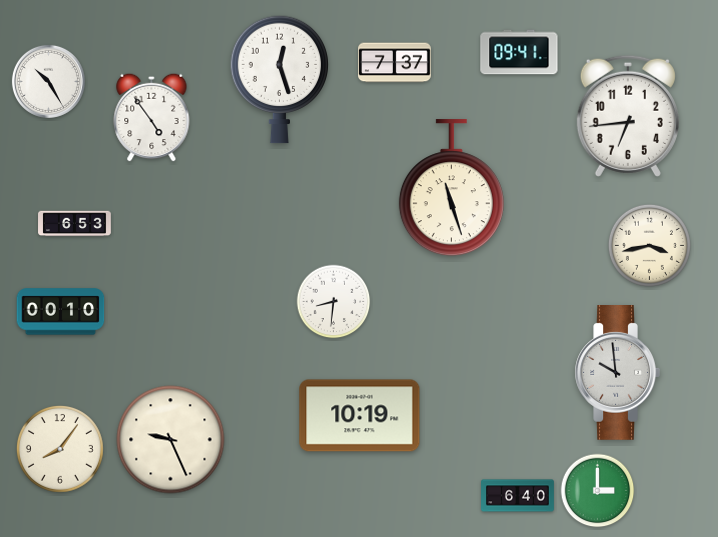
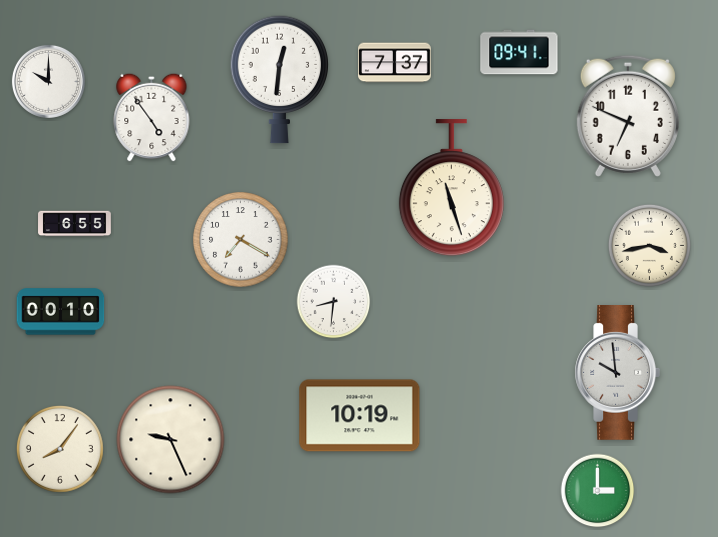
clock at (280, 79): 12:27 -> 12:31
clock at (48, 81): 10:25 -> 10:00
clock at (628, 116): 6:44 -> 6:49
clock at (75, 224): 6:53 -> 6:55
clock at (241, 240): none -> 7:20
clock at (518, 496): 6:40 -> none
